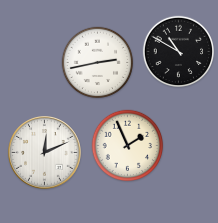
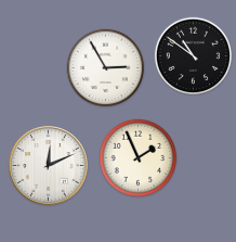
clock at (179, 52): 10:50 -> 10:51
clock at (98, 63): 2:43 -> 2:55
